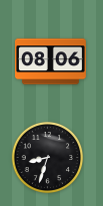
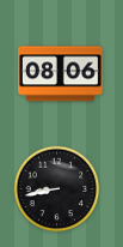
clock at (48, 158): 8:33 -> 8:43
